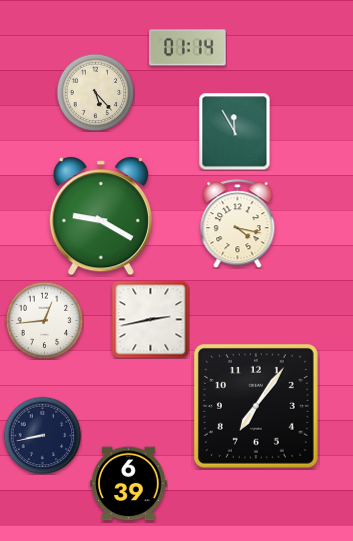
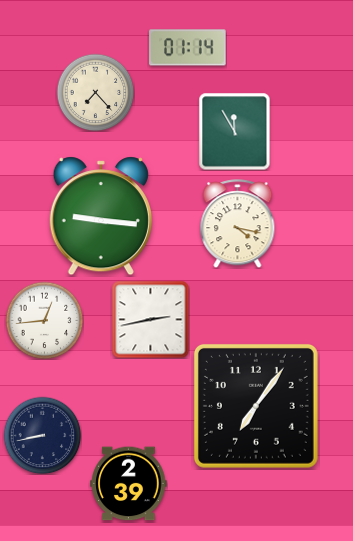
clock at (95, 92): 5:23 -> 7:23
clock at (101, 216): 9:20 -> 9:16
clock at (129, 484): 6:39 -> 2:39
